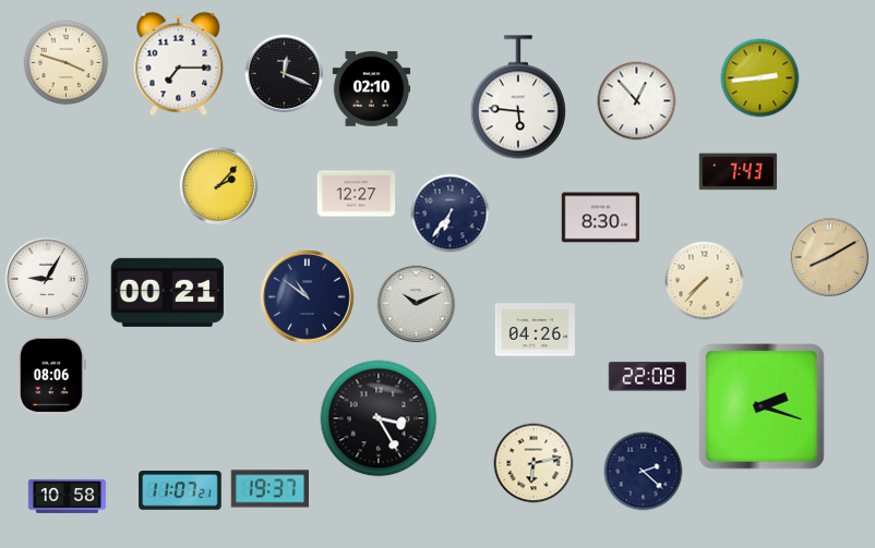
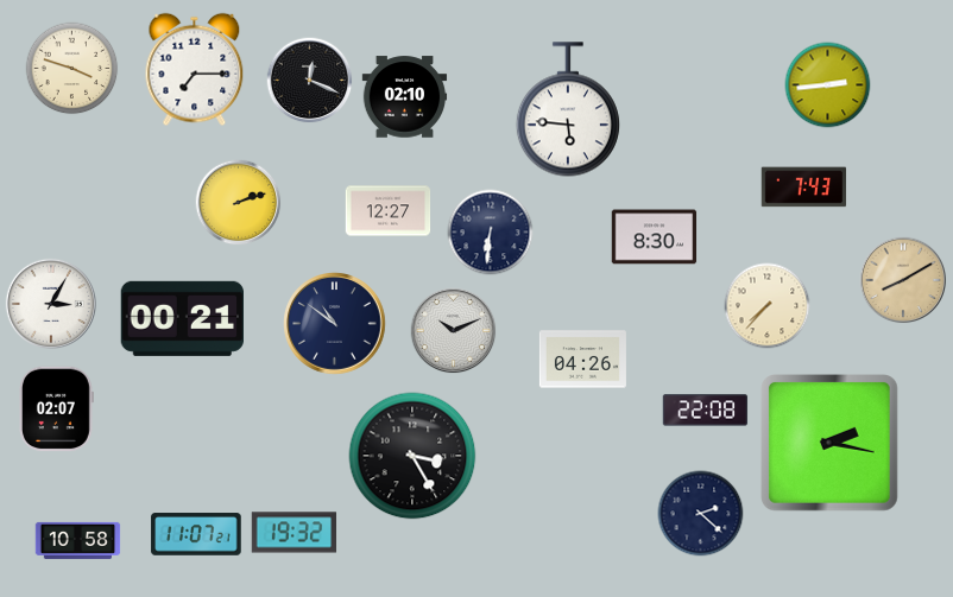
clock at (518, 97) position: (518, 97) -> (568, 109)
clock at (637, 101): 12:53 -> none
clock at (219, 186): 2:07 -> 2:12
clock at (451, 214): 6:36 -> 6:31
clock at (47, 279): 9:05 -> 3:05
clock at (52, 376): 08:06 -> 02:07
clock at (763, 407): 2:18 -> 2:17
clock at (534, 463): 6:13 -> none
clock at (271, 489): 19:37 -> 19:32
clock at (68, 496) position: (68, 496) -> (78, 540)
